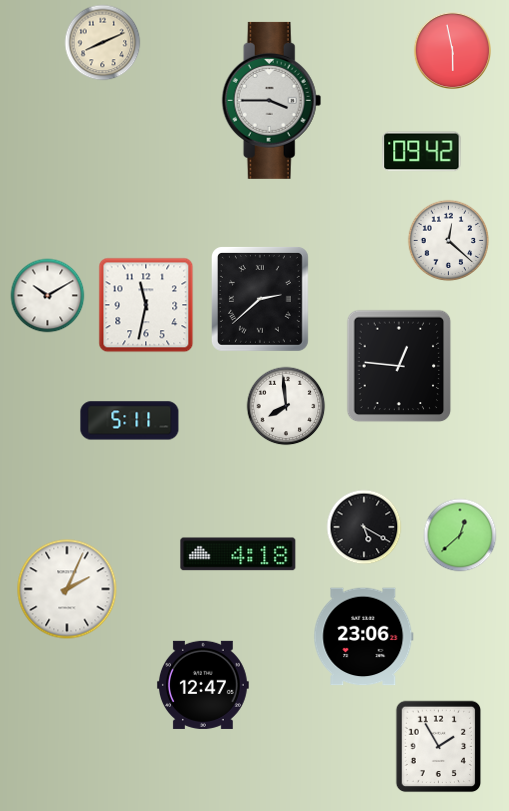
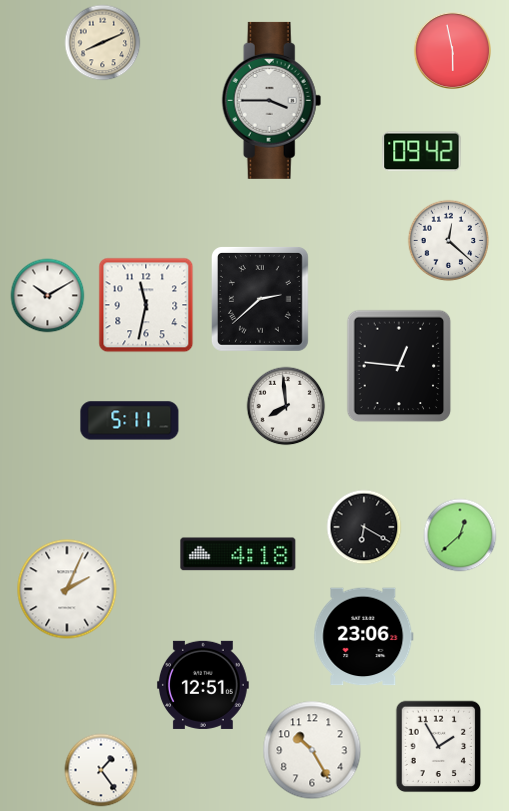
clock at (364, 527): 5:20 -> 6:20
clock at (203, 685): 12:47 -> 12:51
clock at (312, 750): none -> 10:25
clock at (101, 770): none -> 1:24
